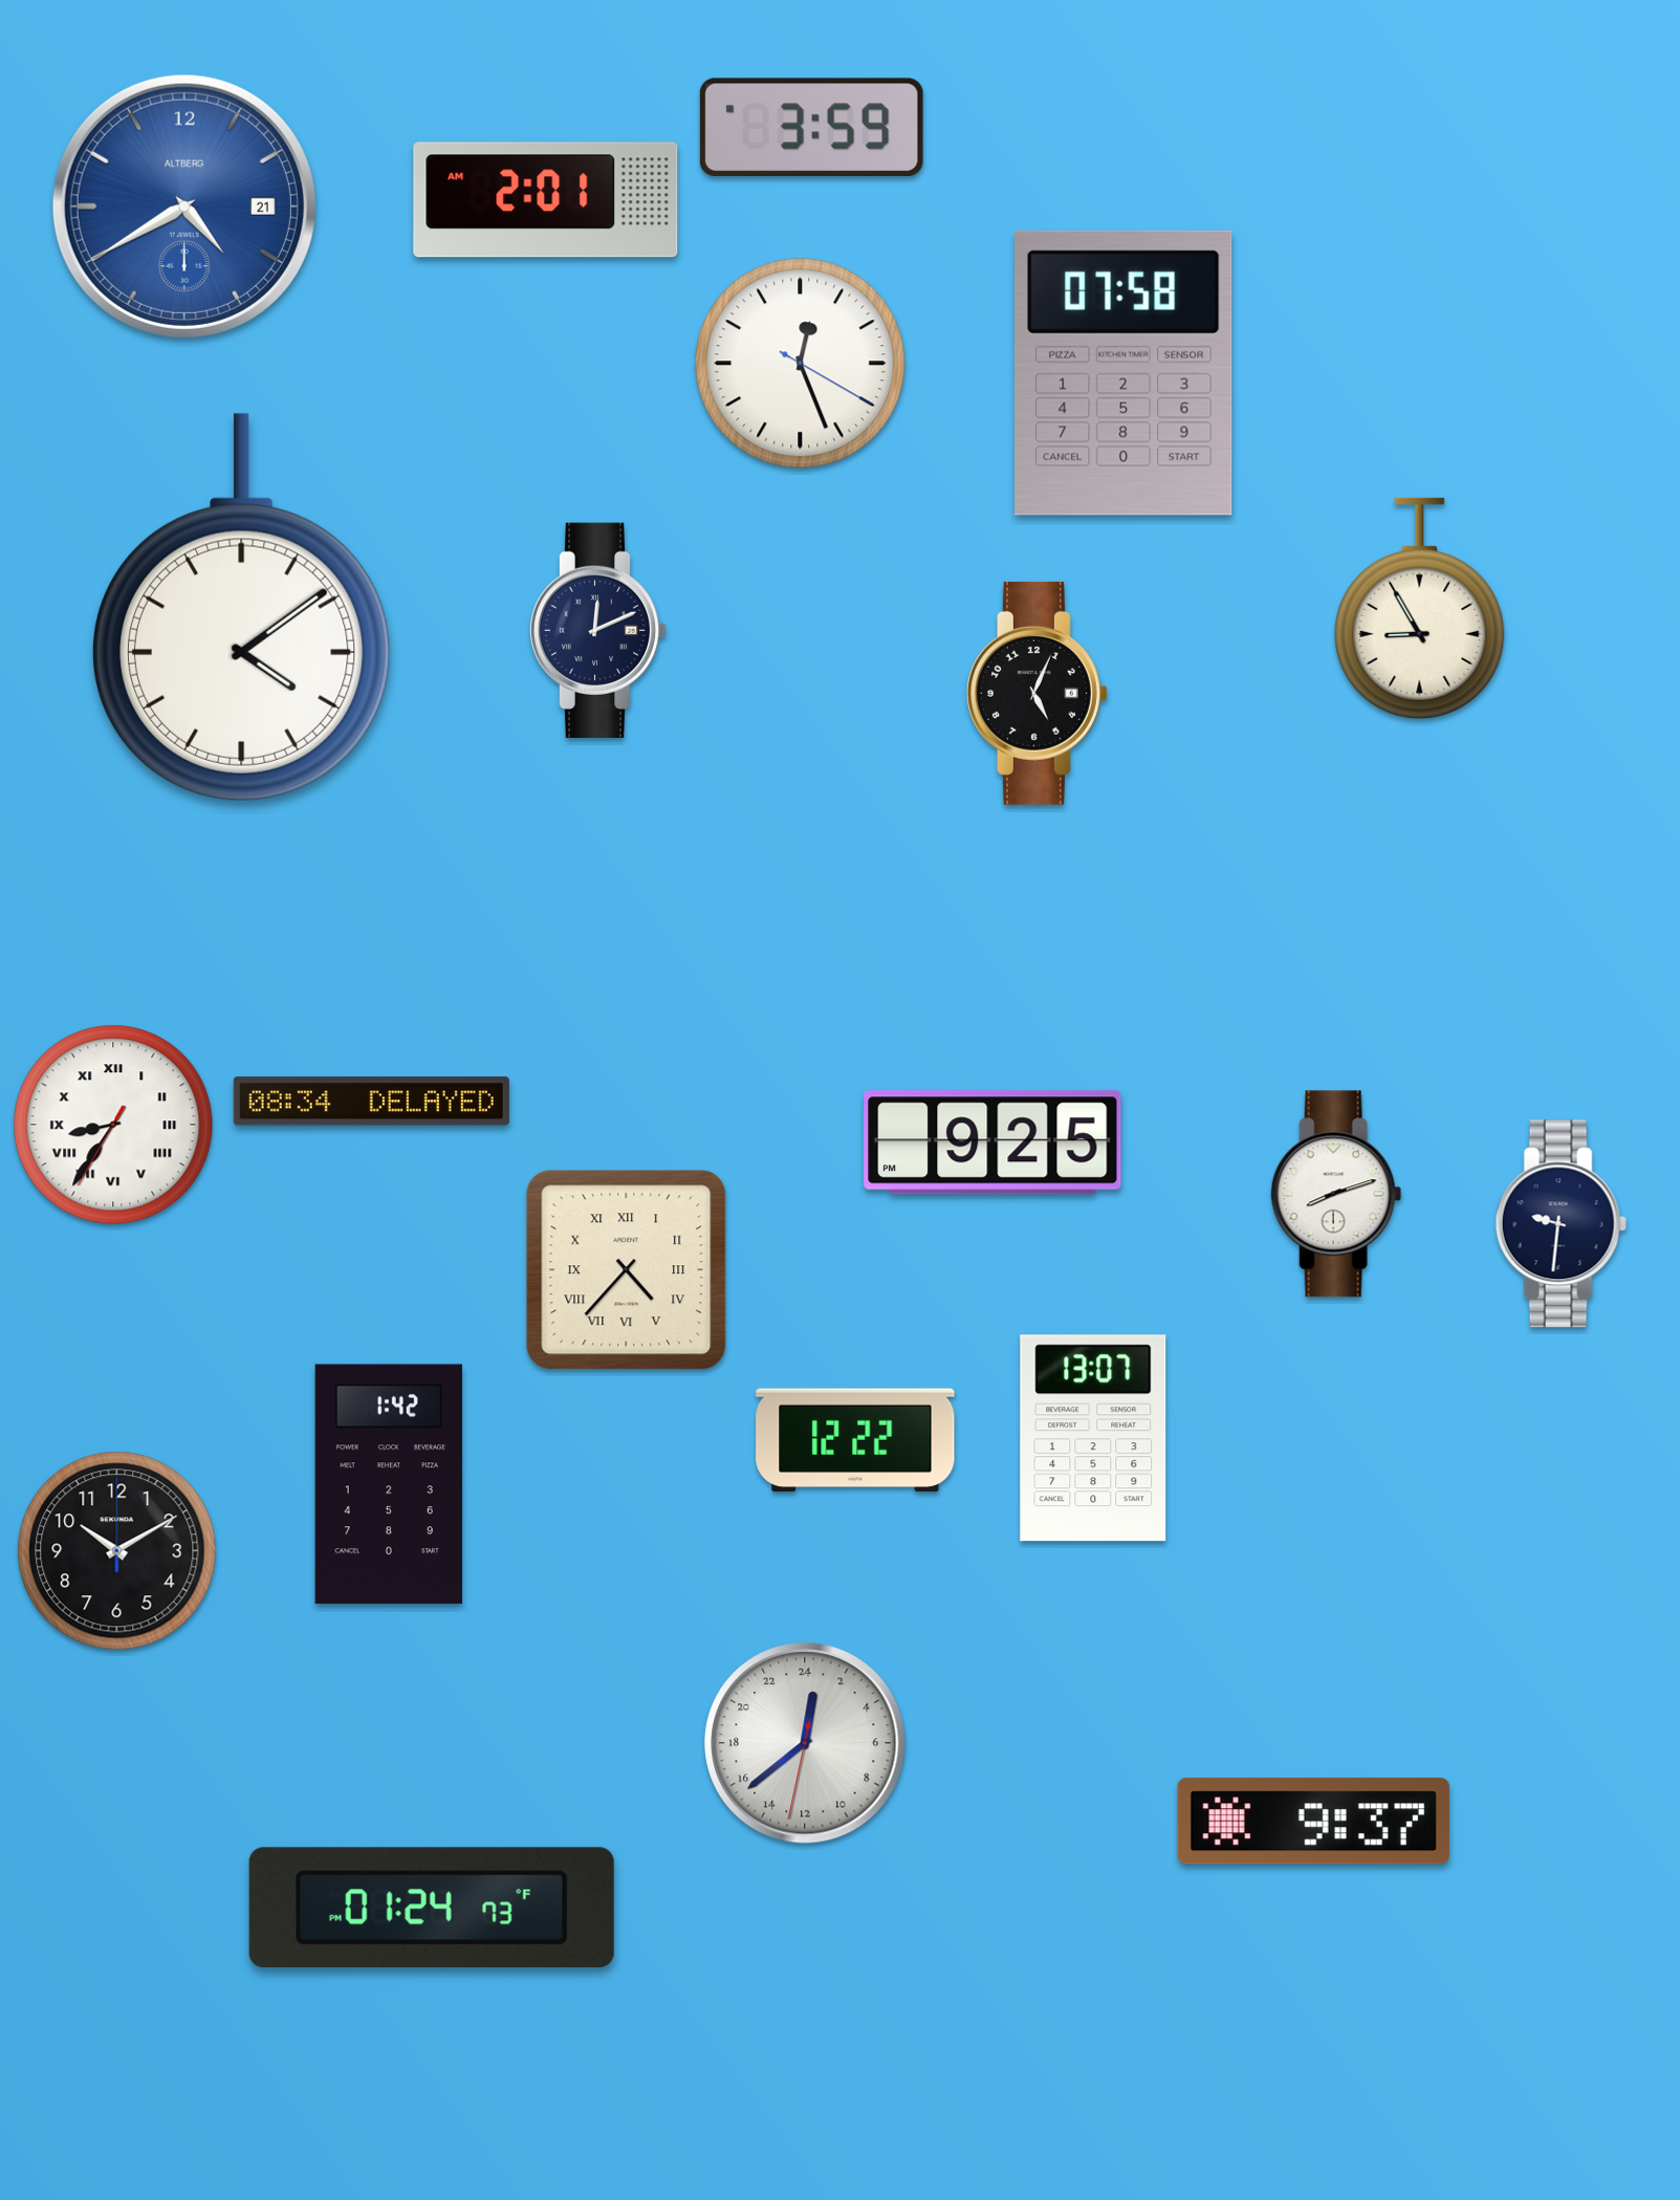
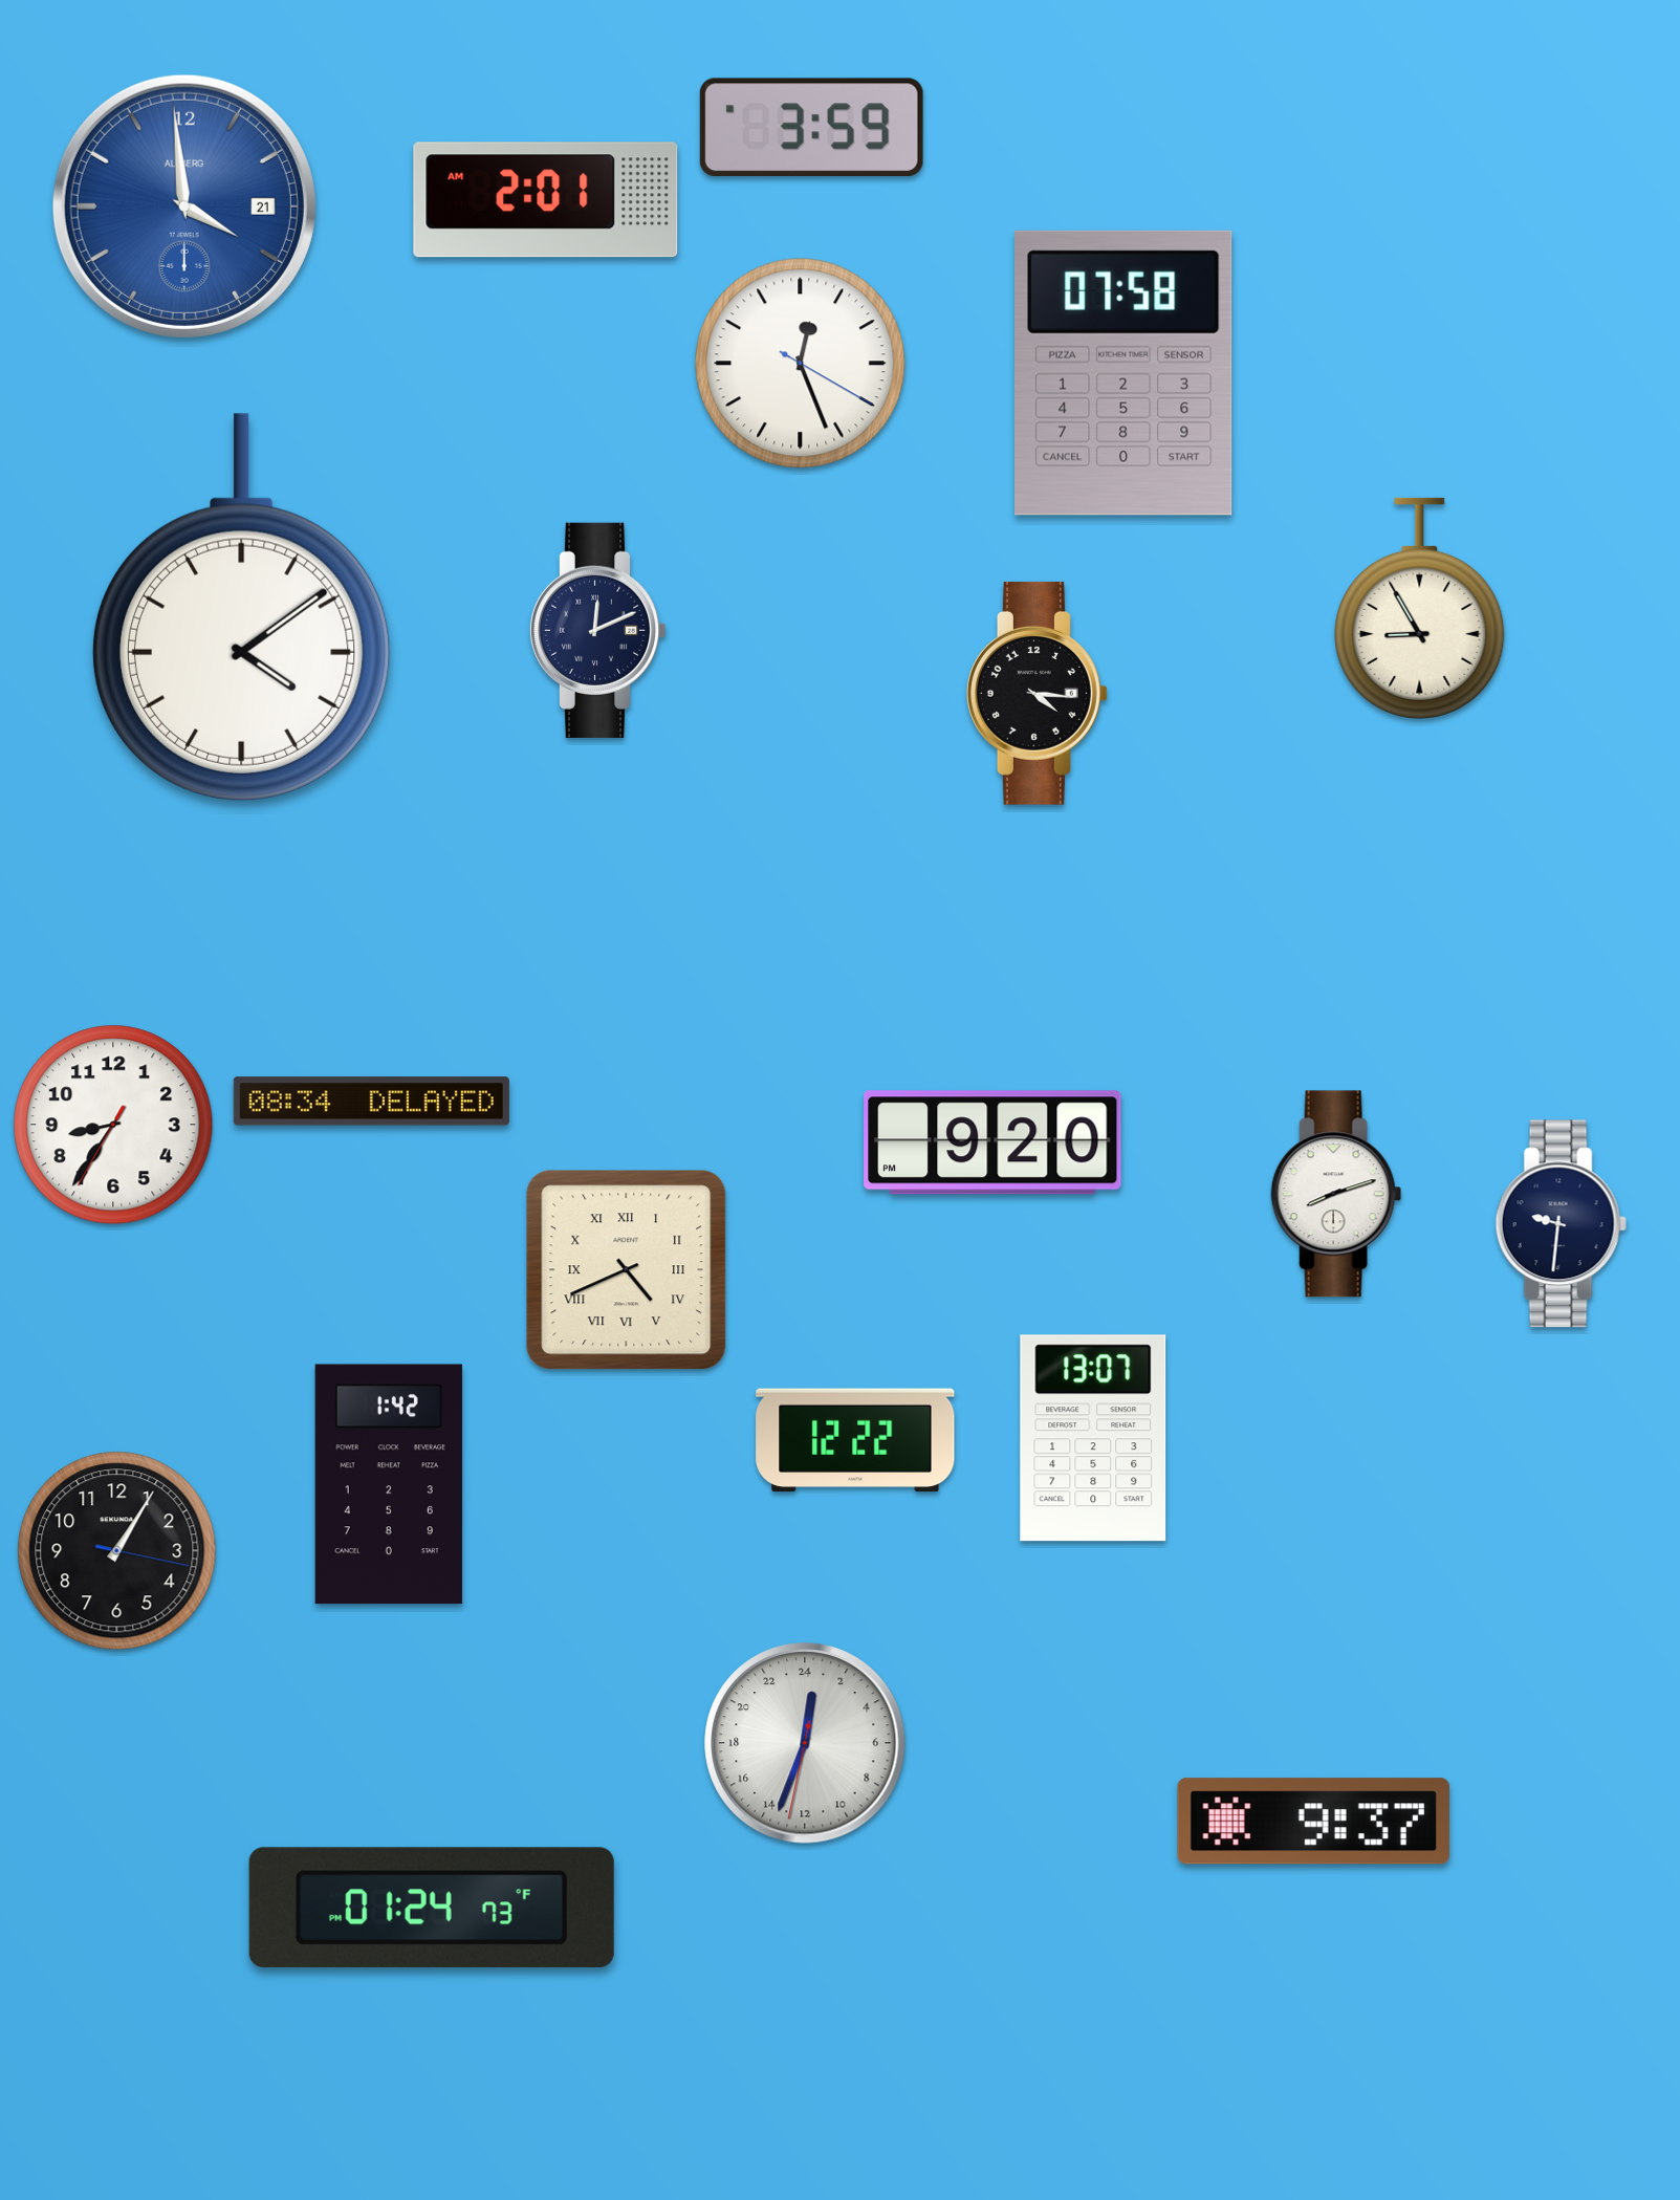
clock at (184, 206): 4:40 -> 3:59
clock at (1037, 693): 5:04 -> 4:16
clock at (113, 1125) numerals: Roman -> Arabic
clock at (992, 1142): 9:25 -> 9:20
clock at (627, 1270): 4:37 -> 4:41
clock at (117, 1551): 10:10 -> 1:05
clock at (805, 1743): 0:38 -> 0:33
